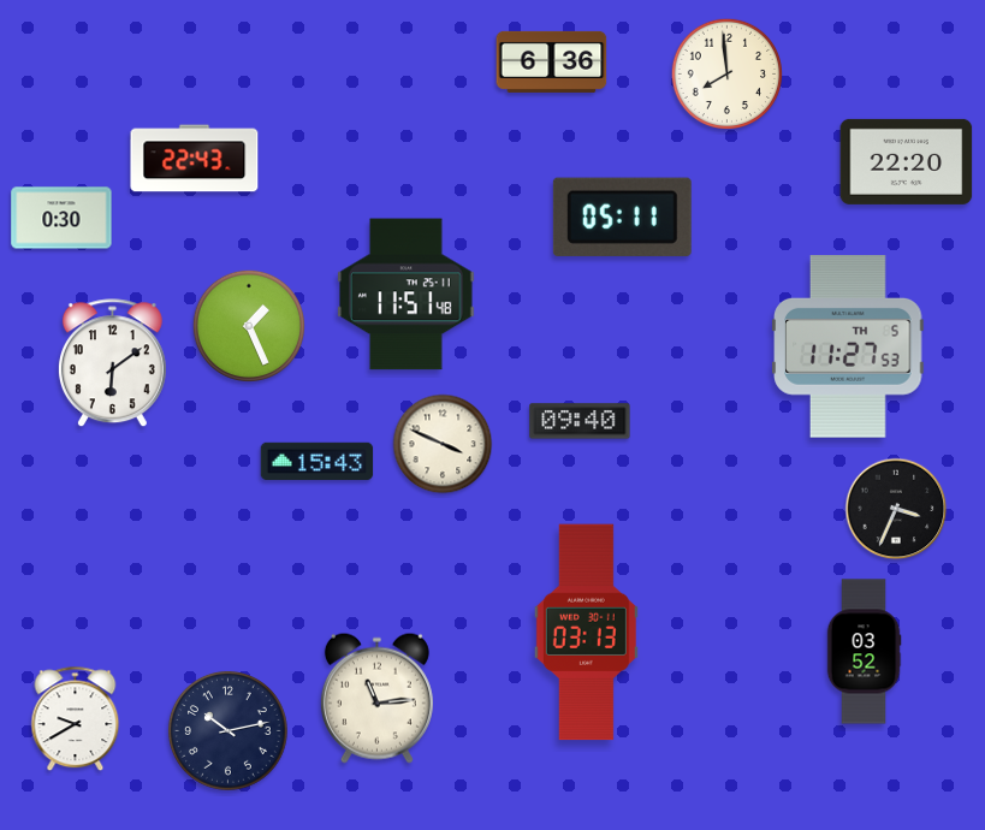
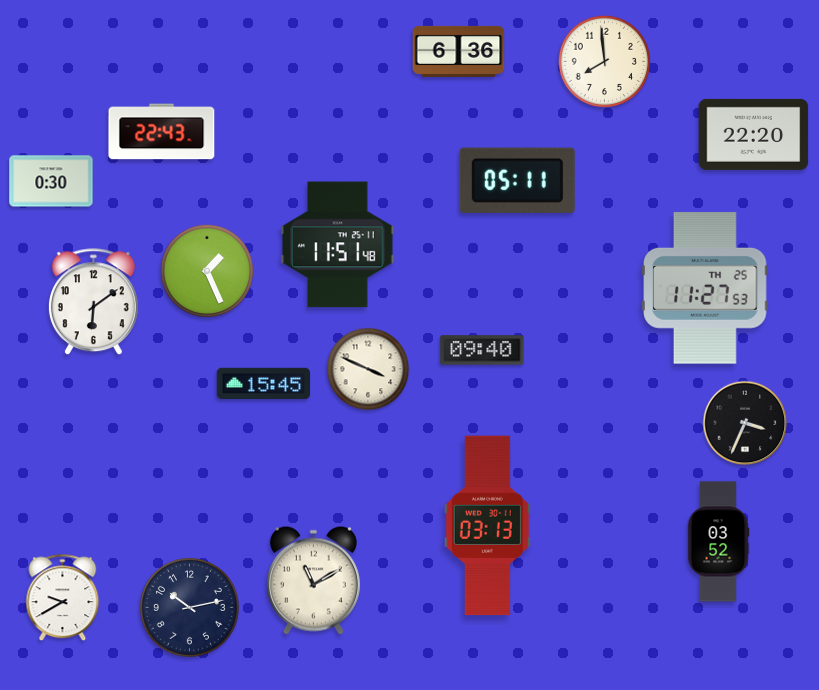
clock at (848, 346) date: TH 5 -> TH 25
clock at (318, 462): 15:43 -> 15:45
clock at (376, 698): 11:14 -> 11:10
